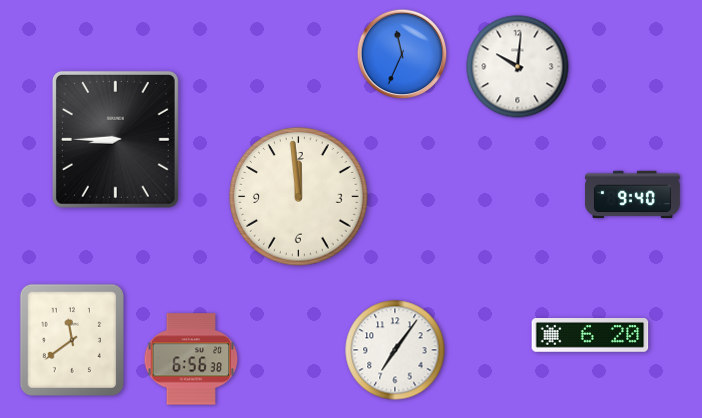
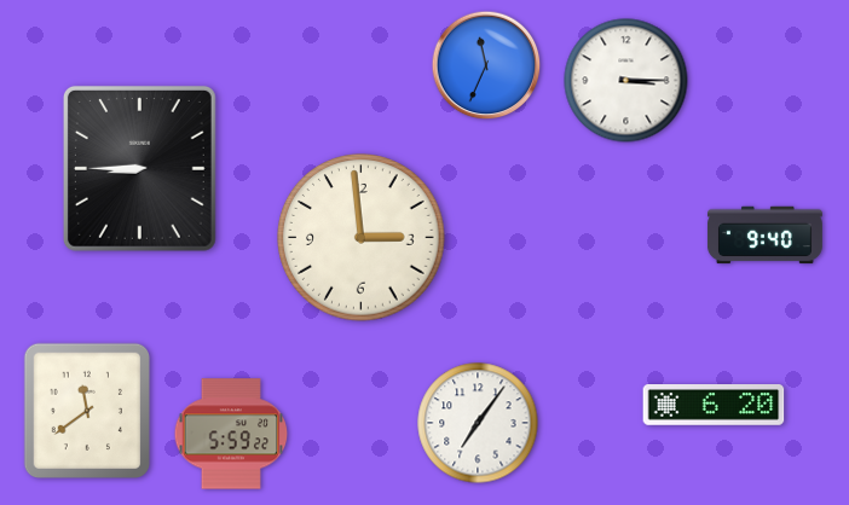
clock at (518, 67): 10:01 -> 3:15
clock at (299, 197): 11:59 -> 2:59
clock at (191, 359): 6:56 -> 5:59
